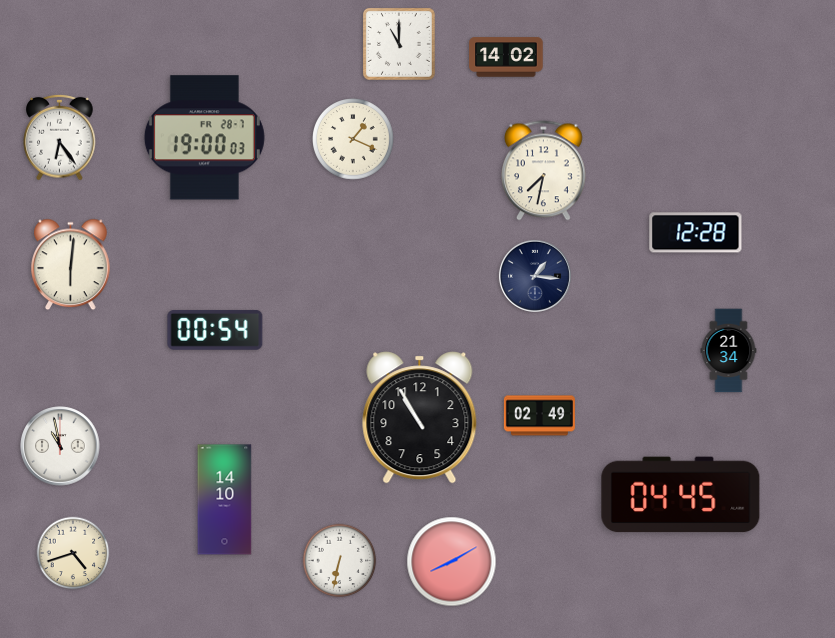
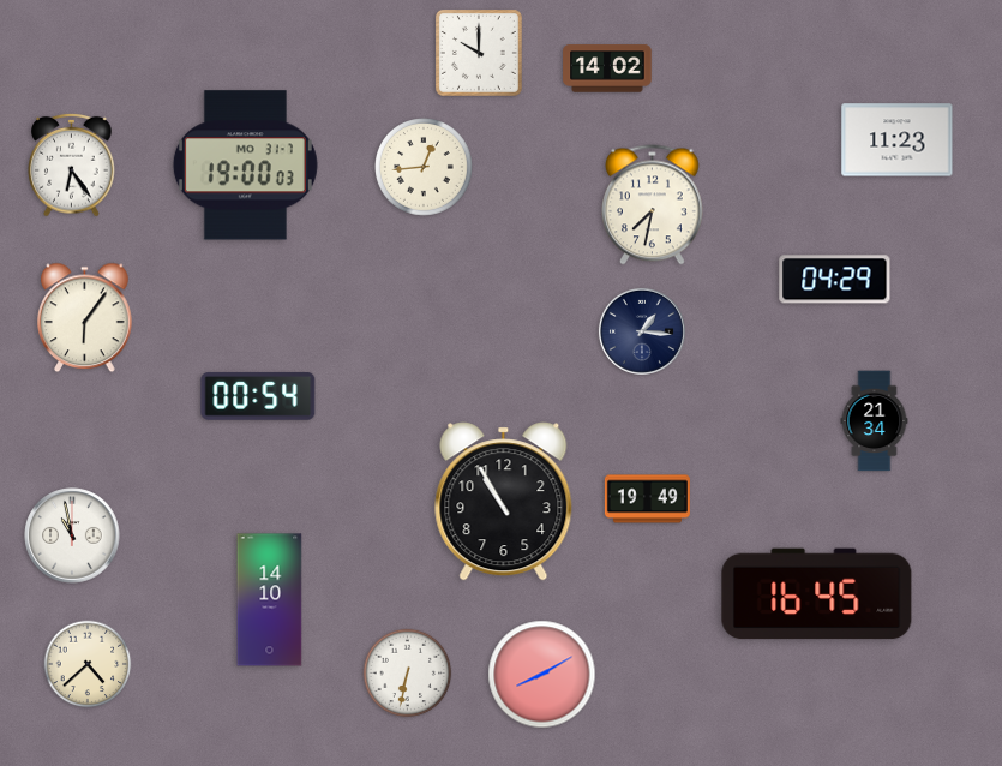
clock at (399, 44): 11:00 -> 10:00
clock at (898, 140): none -> 11:23
clock at (204, 138) date: FR 28-7 -> MO 31-7
clock at (354, 140): 1:19 -> 12:44
clock at (696, 233): 12:28 -> 04:29
clock at (71, 265): 6:01 -> 6:06
clock at (539, 416): 02:49 -> 19:49
clock at (681, 495): 04:45 -> 16:45
clock at (73, 553): 4:42 -> 4:38
